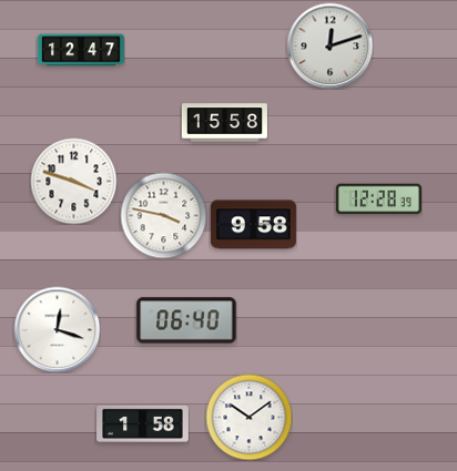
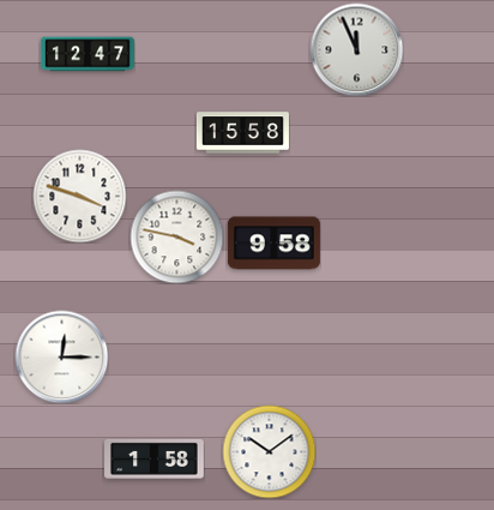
clock at (329, 45): 12:12 -> 11:56
clock at (378, 199): 12:28 -> none
clock at (163, 215) position: (163, 215) -> (176, 236)
clock at (186, 320): 06:40 -> none
clock at (57, 329): 12:18 -> 12:15
